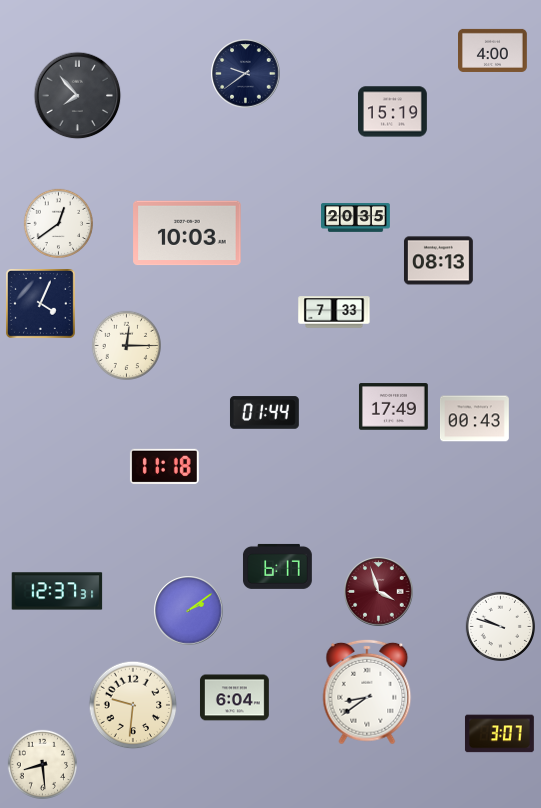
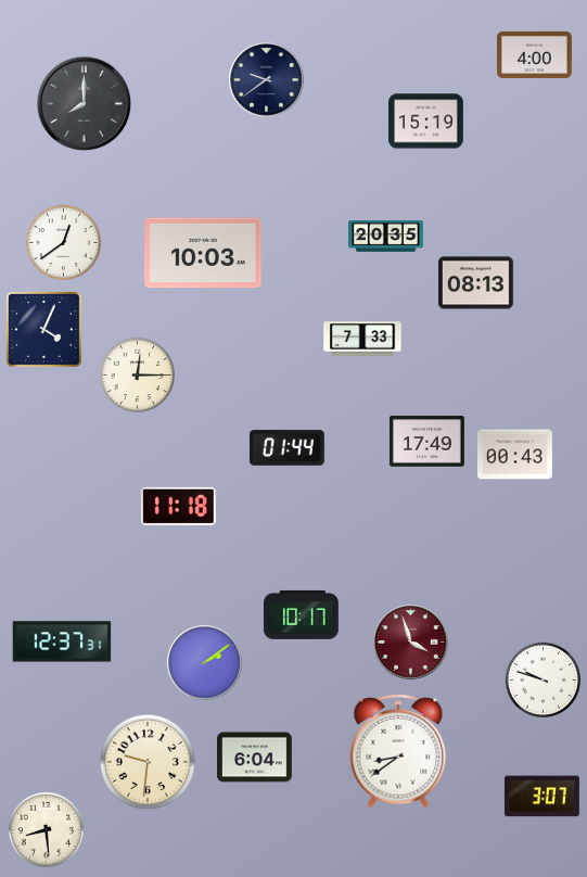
clock at (78, 96): 7:53 -> 8:00
clock at (277, 566): 6:17 -> 10:17
clock at (133, 705) position: (133, 705) -> (148, 762)
